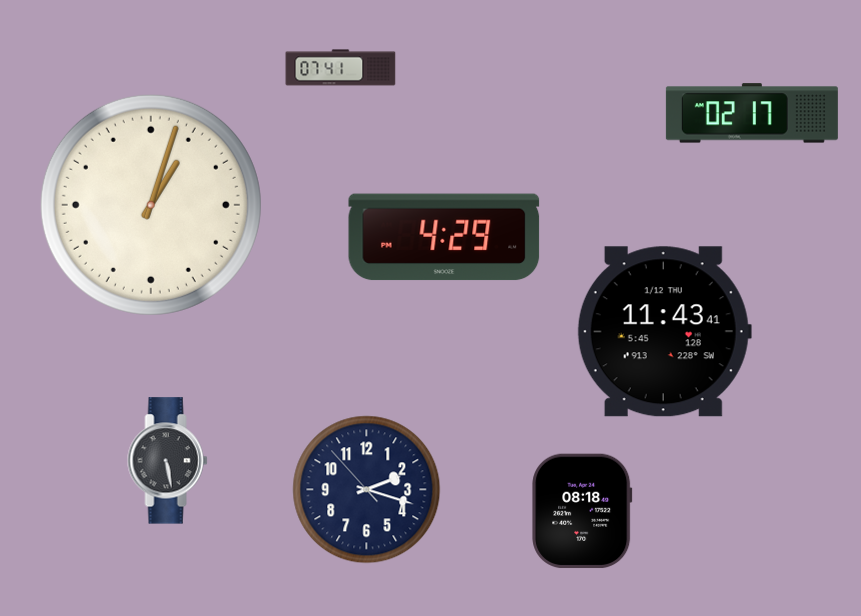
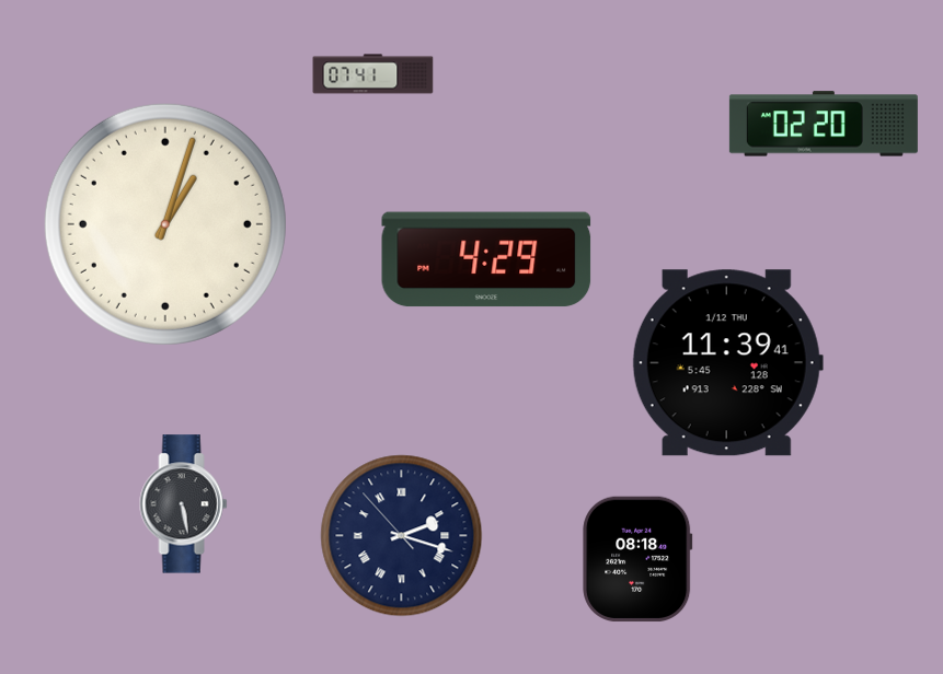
clock at (752, 113): 02:17 -> 02:20
clock at (664, 332): 11:43 -> 11:39
clock at (367, 490) numerals: Arabic -> Roman
